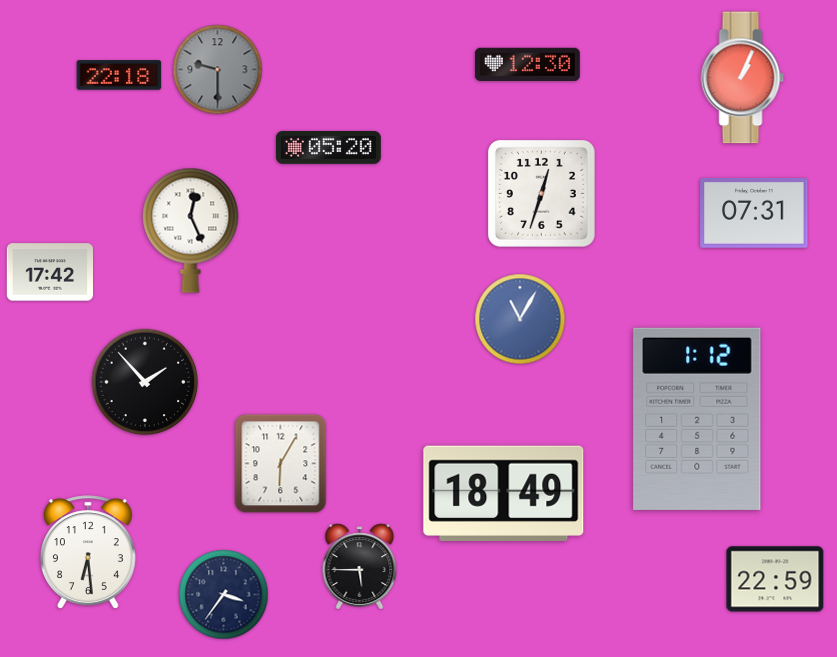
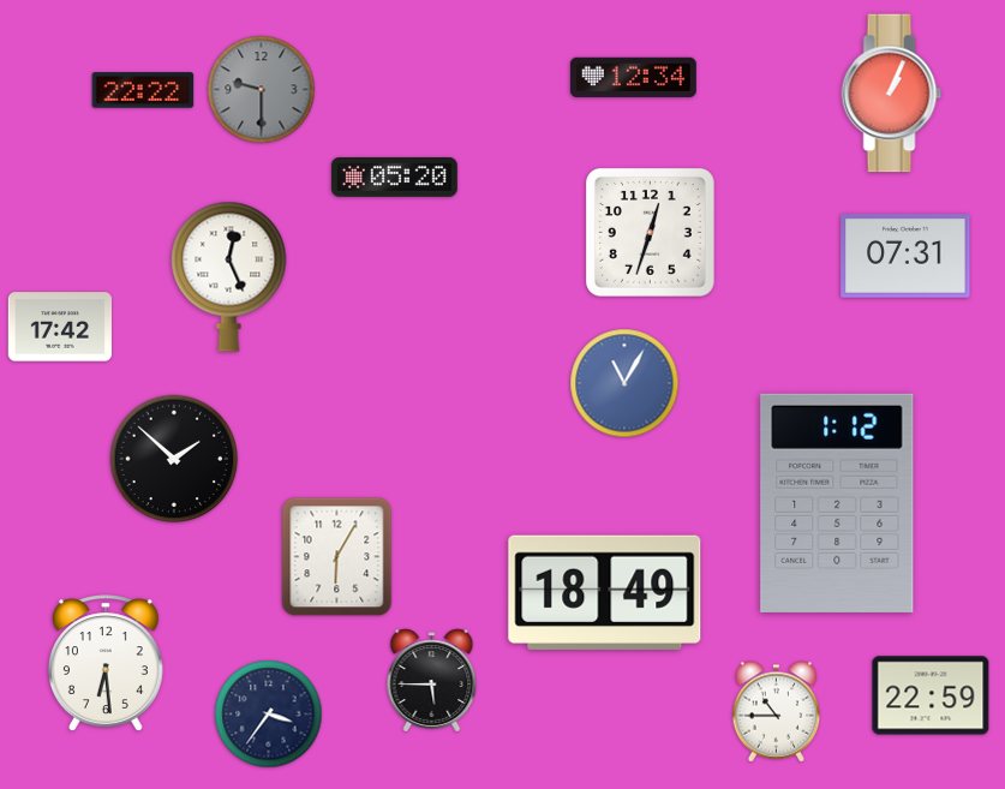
clock at (527, 64): 12:30 -> 12:34
clock at (218, 70) position: (218, 70) -> (262, 90)
clock at (119, 75): 22:18 -> 22:22
clock at (145, 382): 1:53 -> 1:52
clock at (777, 712): none -> 10:45
